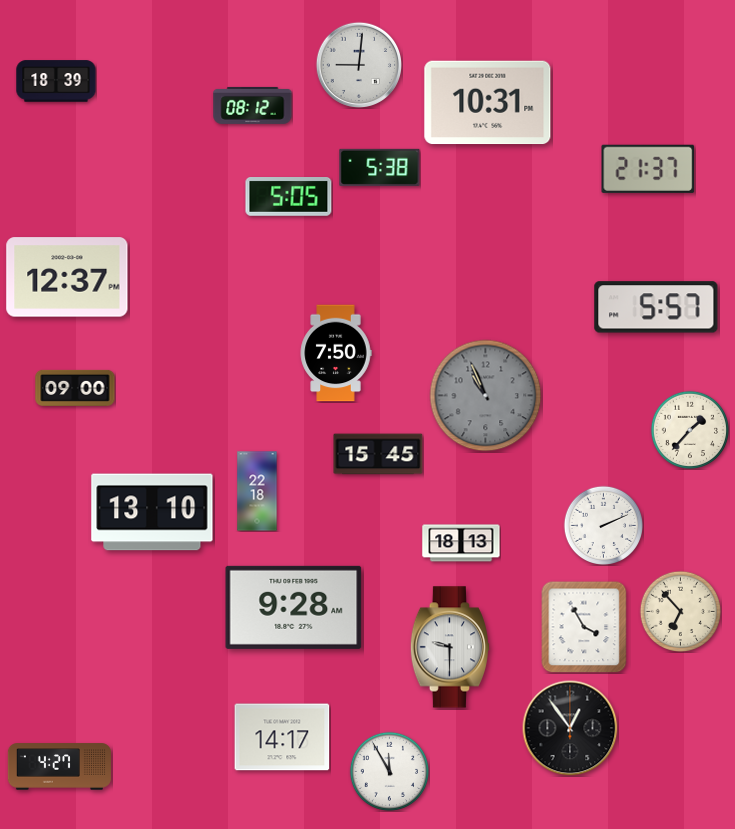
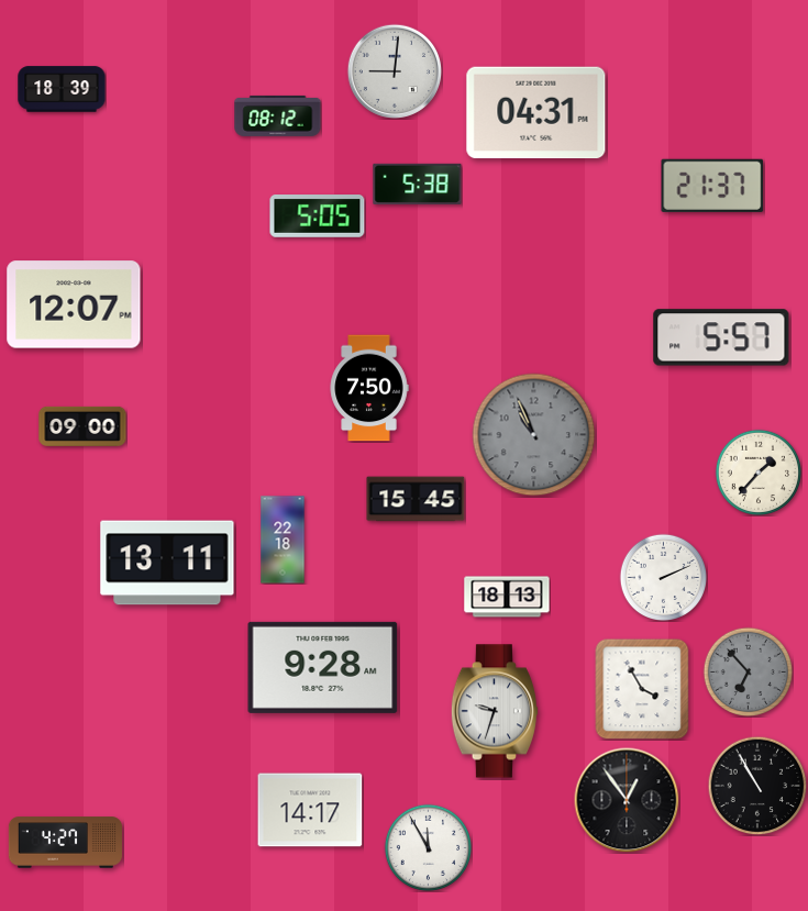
clock at (488, 103): 10:31 -> 04:31
clock at (67, 277): 12:37 -> 12:07
clock at (152, 512): 13:10 -> 13:11
clock at (680, 611) dial: cream -> grey
clock at (449, 647): 9:30 -> 9:33
clock at (757, 786): none -> 10:55
